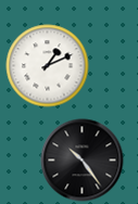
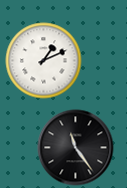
clock at (83, 161): 10:24 -> 11:24
